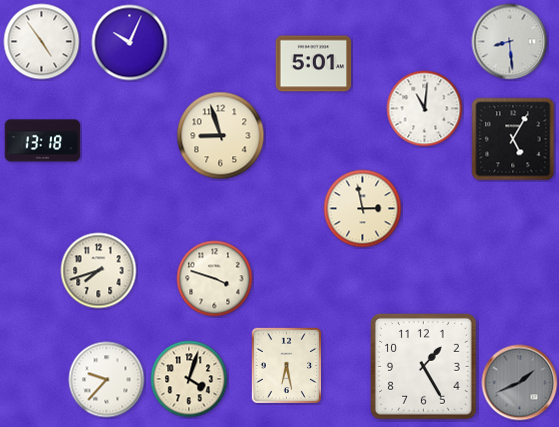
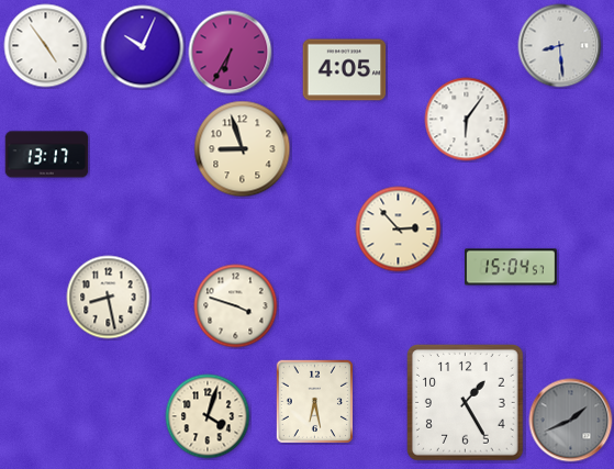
clock at (231, 53): none -> 6:35
clock at (314, 64): 5:01 -> 4:05
clock at (425, 109): 11:01 -> 6:06
clock at (513, 139): 5:05 -> none
clock at (43, 141): 13:18 -> 13:17
clock at (363, 209): 2:58 -> 2:53
clock at (512, 267): none -> 15:04
clock at (99, 271): 7:42 -> 8:28
clock at (107, 380): 9:37 -> none
